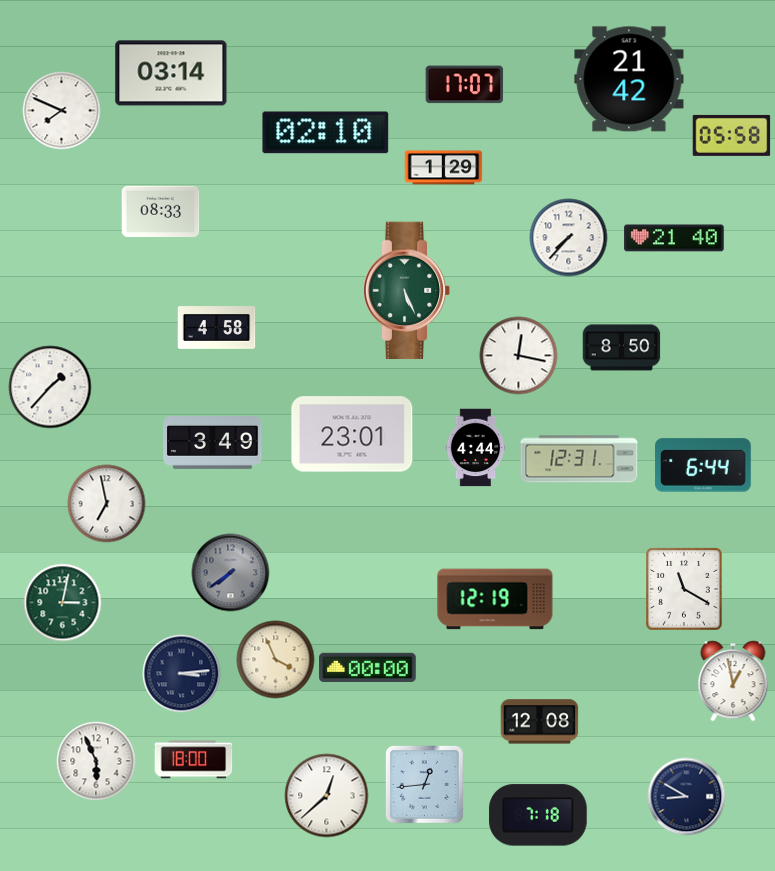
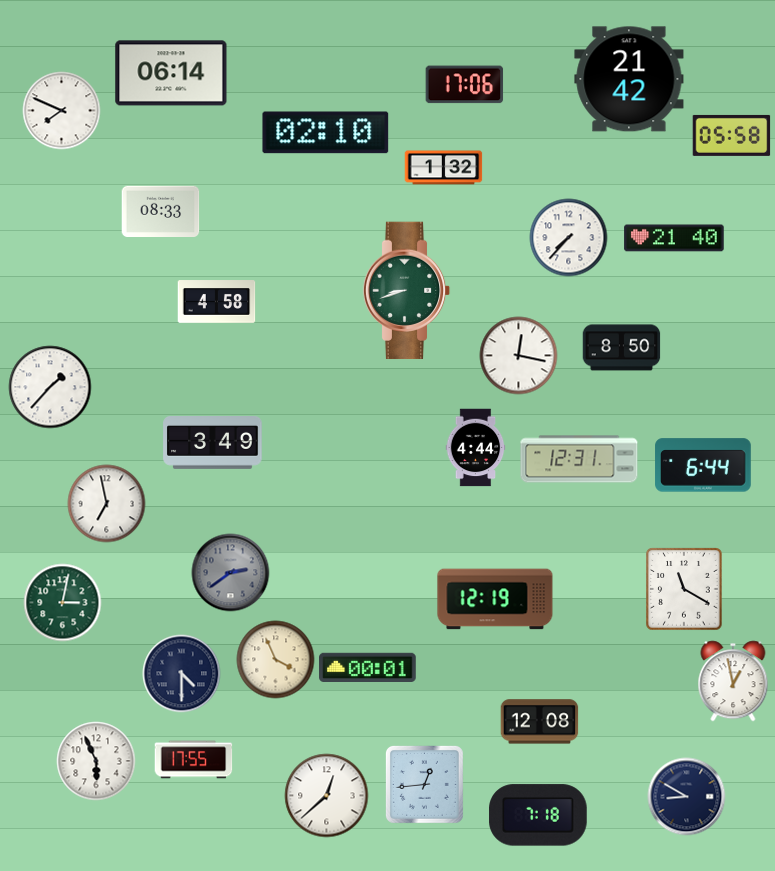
clock at (171, 73): 03:14 -> 06:14
clock at (464, 85): 17:07 -> 17:06
clock at (443, 168): 1:29 -> 1:32
clock at (407, 291): 5:26 -> 8:42
clock at (216, 328) position: (216, 328) -> (216, 302)
clock at (352, 434): 23:01 -> none
clock at (230, 572): 7:39 -> 2:39
clock at (368, 667): 00:00 -> 00:01
clock at (181, 673): 3:14 -> 4:30
clock at (193, 760): 18:00 -> 17:55
